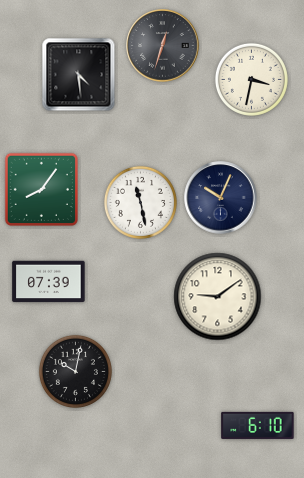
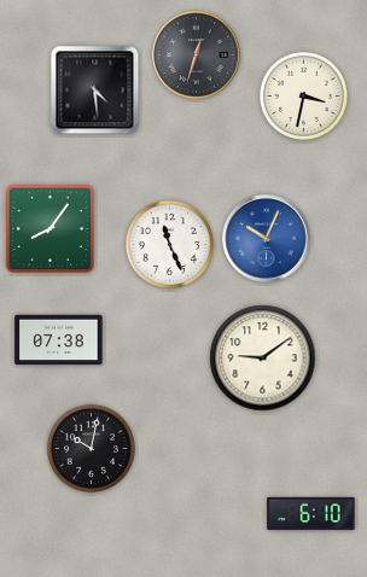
clock at (221, 198) dial: navy -> blue
clock at (140, 202): 11:28 -> 11:26
clock at (49, 282): 07:39 -> 07:38
